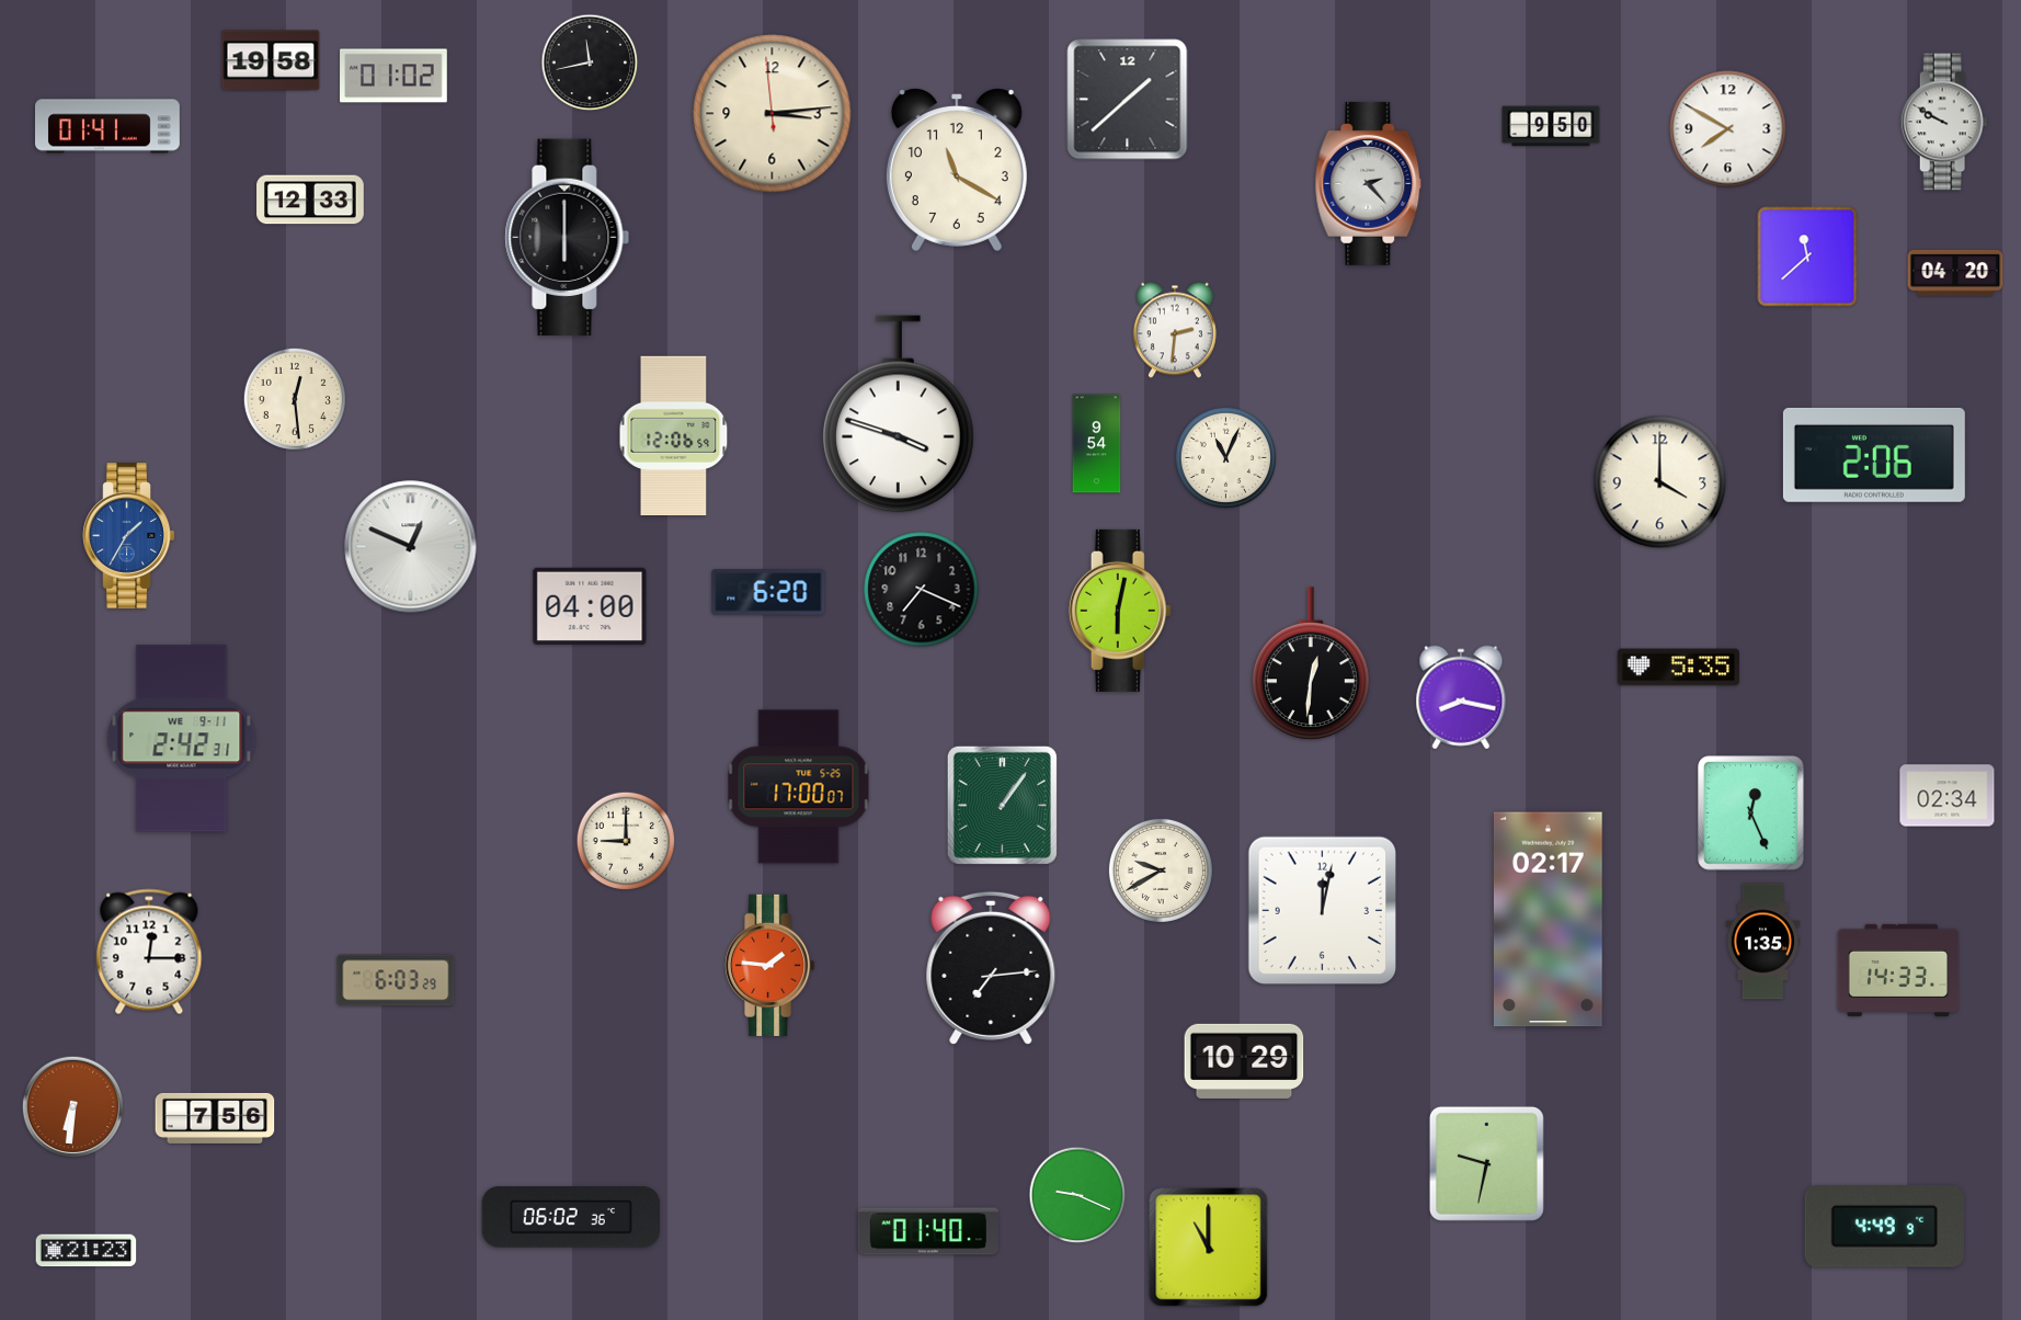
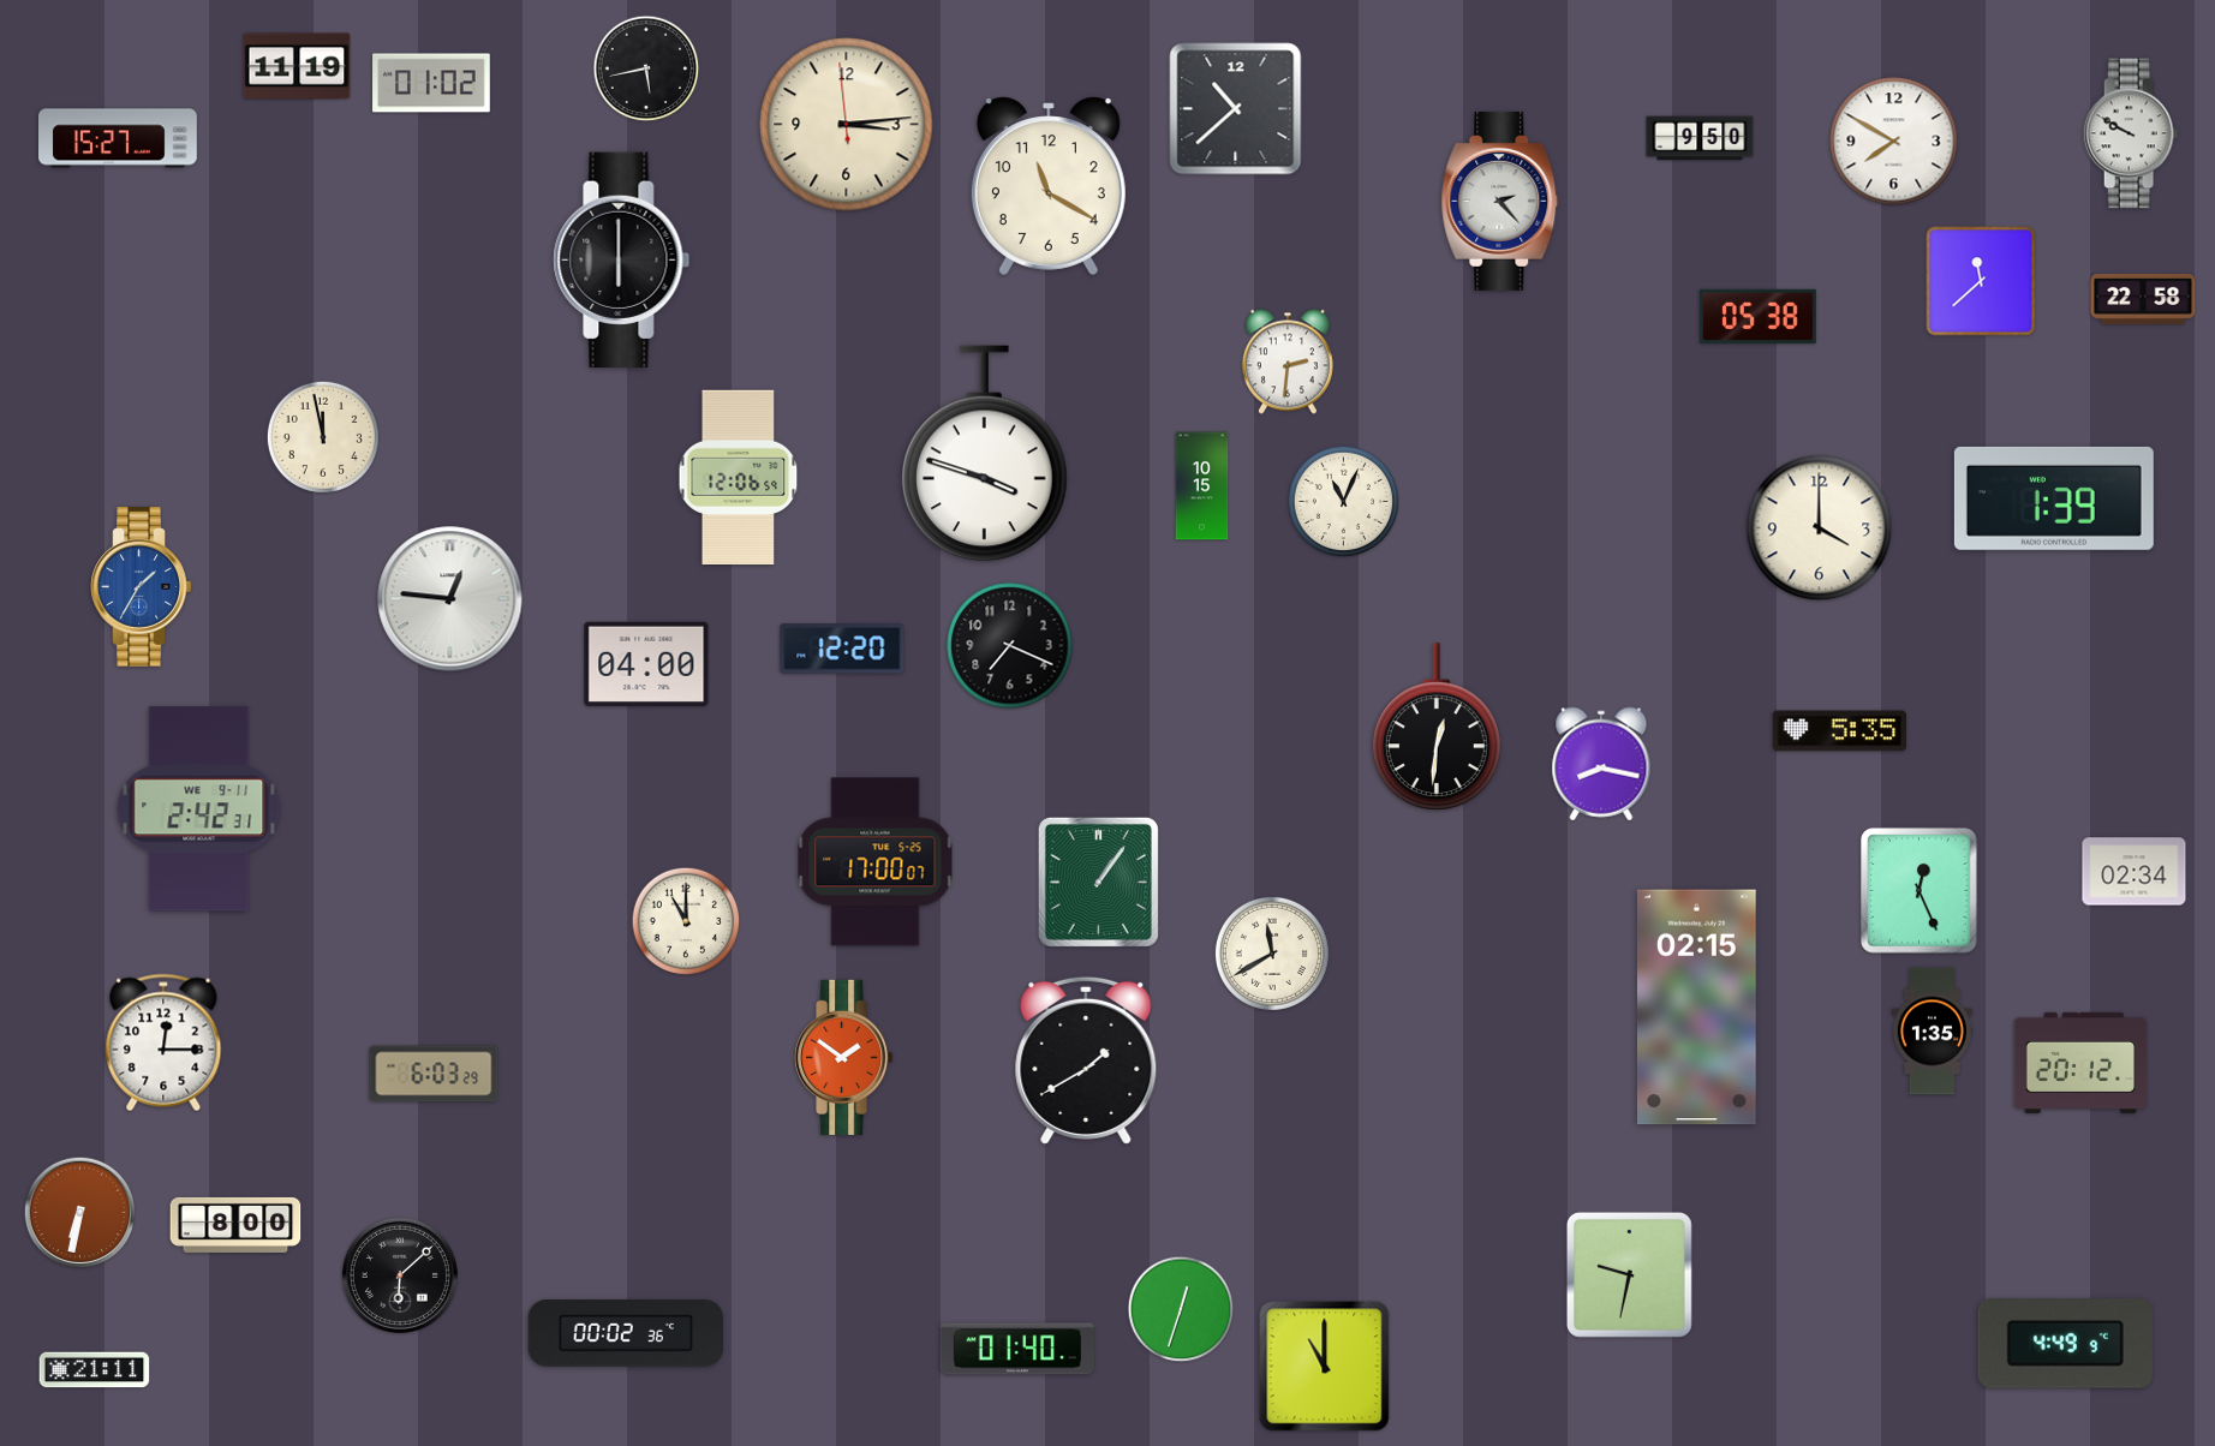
clock at (271, 60): 19:58 -> 11:19
clock at (590, 62): 11:43 -> 5:43
clock at (1128, 100): 1:38 -> 10:38
clock at (109, 126): 01:41 -> 15:27
clock at (310, 200): 12:33 -> none
clock at (1955, 273): 04:20 -> 22:58
clock at (1757, 316): none -> 05:38
clock at (295, 399): 12:29 -> 11:58
clock at (1097, 444): 9:54 -> 10:15
clock at (1874, 455): 2:06 -> 1:39
clock at (411, 547): 12:49 -> 12:46
clock at (768, 592): 6:20 -> 12:20
clock at (1120, 611): 6:02 -> none
clock at (626, 841): 9:00 -> 11:00
clock at (1161, 870): 9:40 -> 11:40
clock at (1323, 911): 12:02 -> none
clock at (1548, 920): 02:17 -> 02:15
clock at (770, 965): 1:46 -> 1:51
clock at (991, 968): 7:14 -> 1:40
clock at (1898, 970): 14:33 -> 20:12
clock at (1244, 1061): 10:29 -> none
clock at (72, 1106): 6:31 -> 6:32
clock at (215, 1118): 7:56 -> 8:00
clock at (400, 1275): none -> 6:08
clock at (1077, 1195): 9:19 -> 12:33
clock at (570, 1217): 06:02 -> 00:02
clock at (87, 1251): 21:23 -> 21:11
